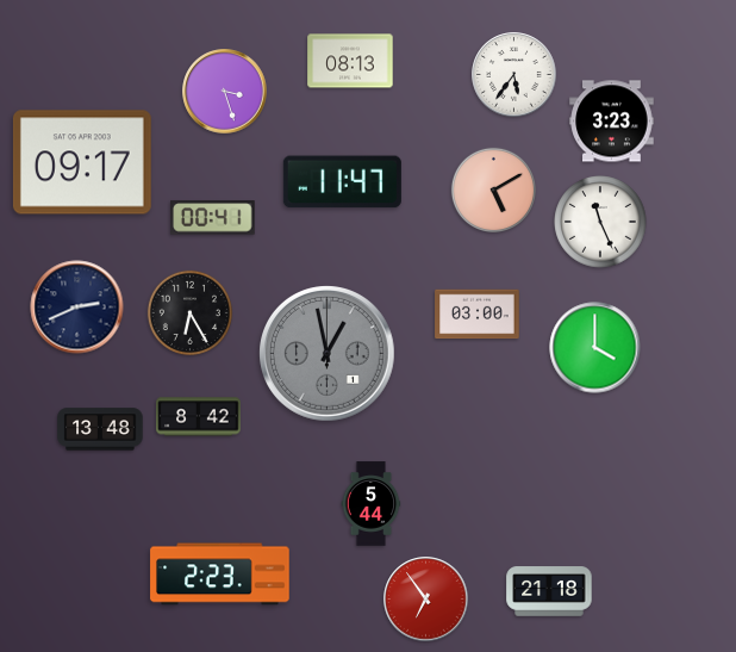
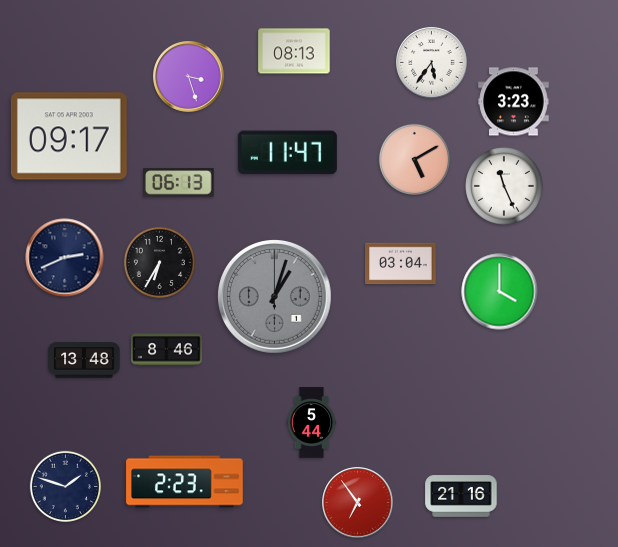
clock at (213, 218): 00:41 -> 06:13
clock at (189, 312): 6:25 -> 6:35
clock at (478, 315): 03:00 -> 03:04
clock at (328, 354): 12:58 -> 1:03
clock at (199, 417): 8:42 -> 8:46
clock at (65, 486): none -> 1:48
clock at (549, 591): 21:18 -> 21:16
